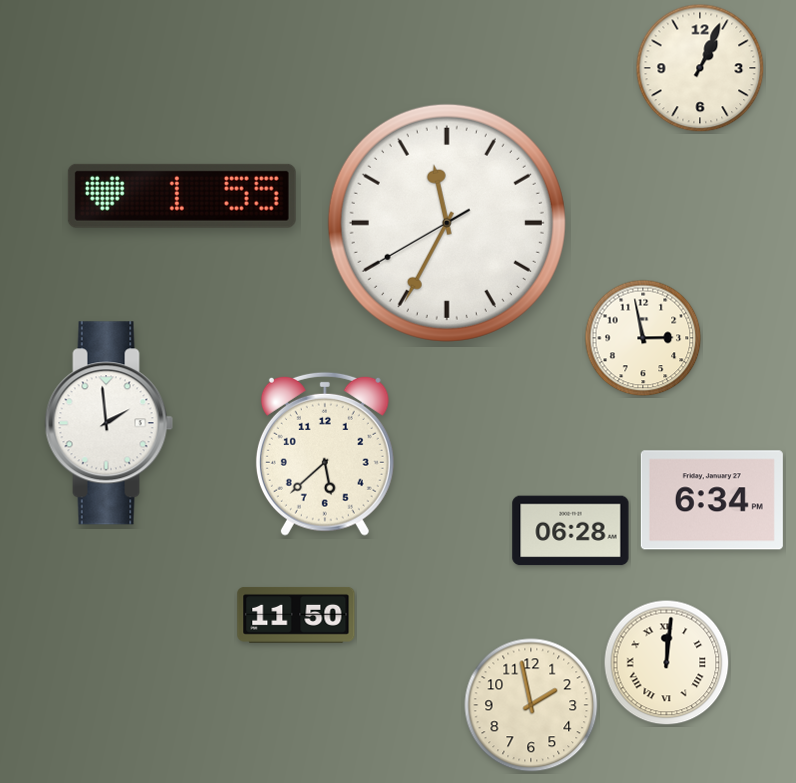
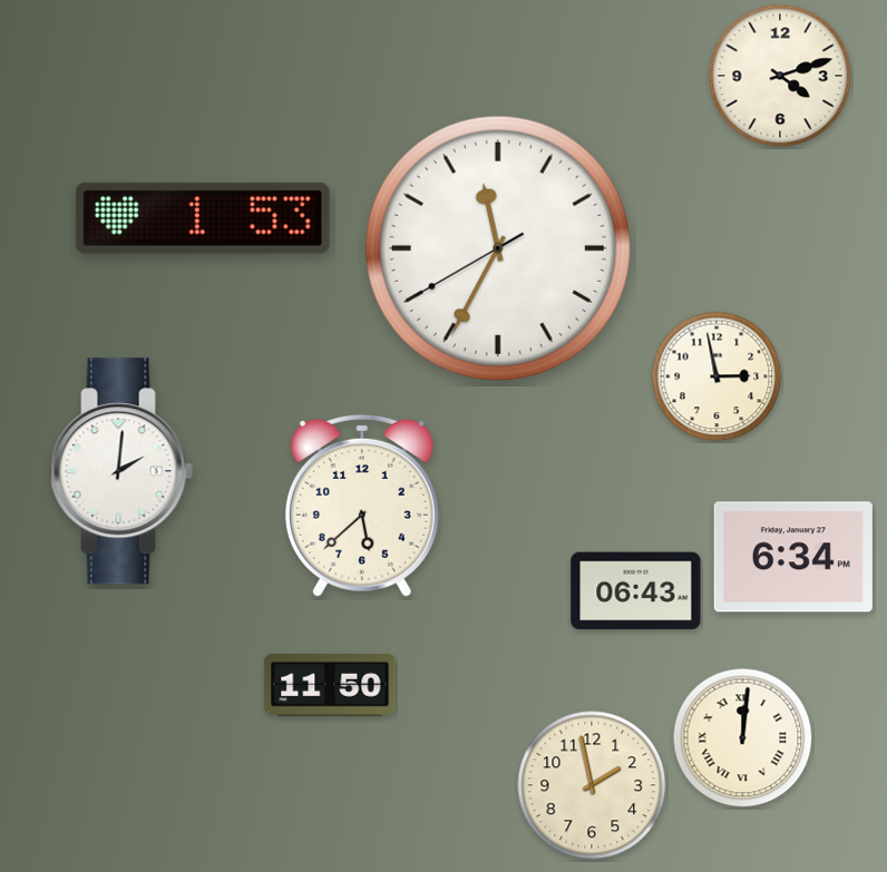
clock at (700, 68): 1:04 -> 4:12
clock at (182, 196): 1:55 -> 1:53
clock at (109, 423): 1:59 -> 2:01
clock at (571, 531): 06:28 -> 06:43
